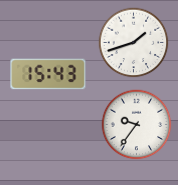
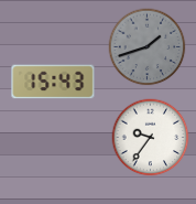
clock at (134, 43) dial: white -> grey
